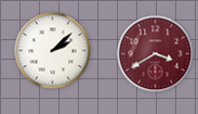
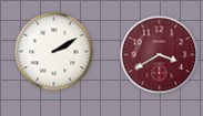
clock at (53, 51): 2:08 -> 2:10
